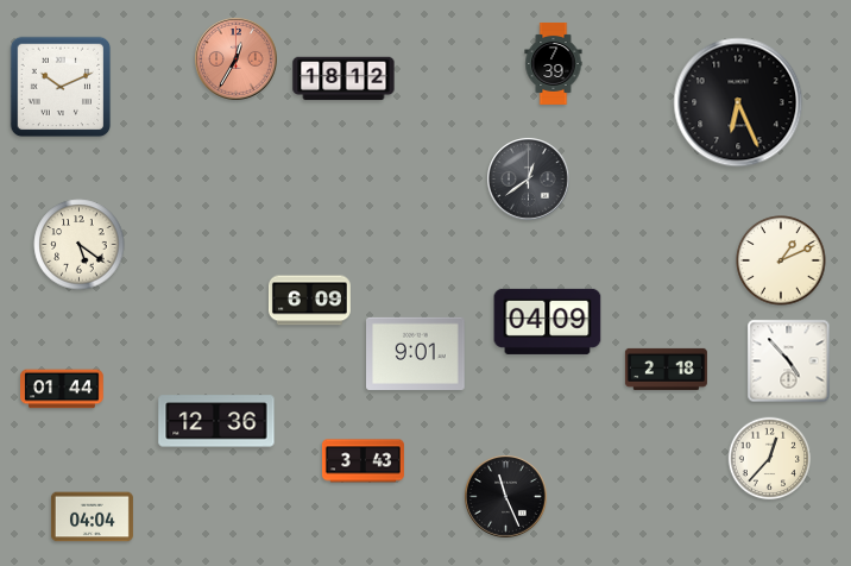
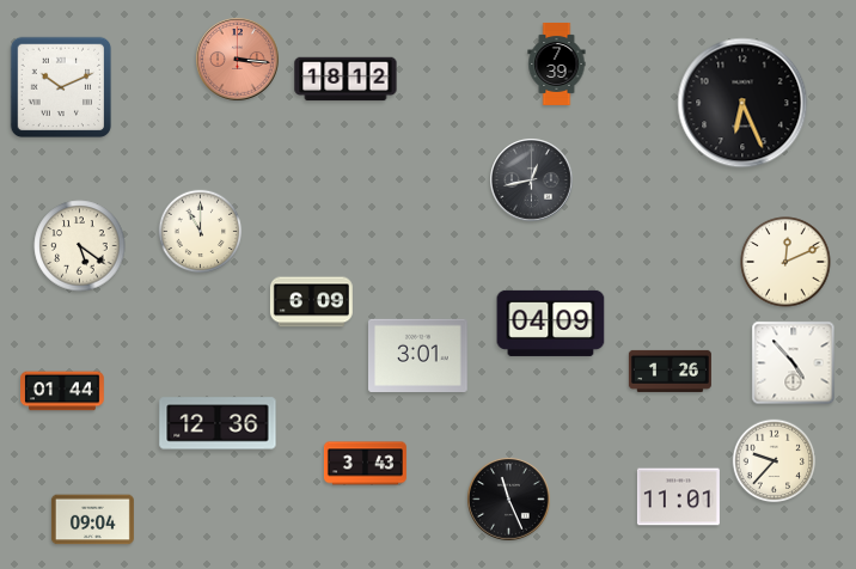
clock at (237, 59): 12:35 -> 3:16
clock at (529, 180): 12:39 -> 12:43
clock at (201, 232): none -> 11:00
clock at (781, 260): 1:11 -> 12:11
clock at (416, 353): 9:01 -> 3:01
clock at (666, 369): 2:18 -> 1:26
clock at (770, 459): 12:37 -> 9:37
clock at (678, 497): none -> 11:01
clock at (92, 517): 04:04 -> 09:04
